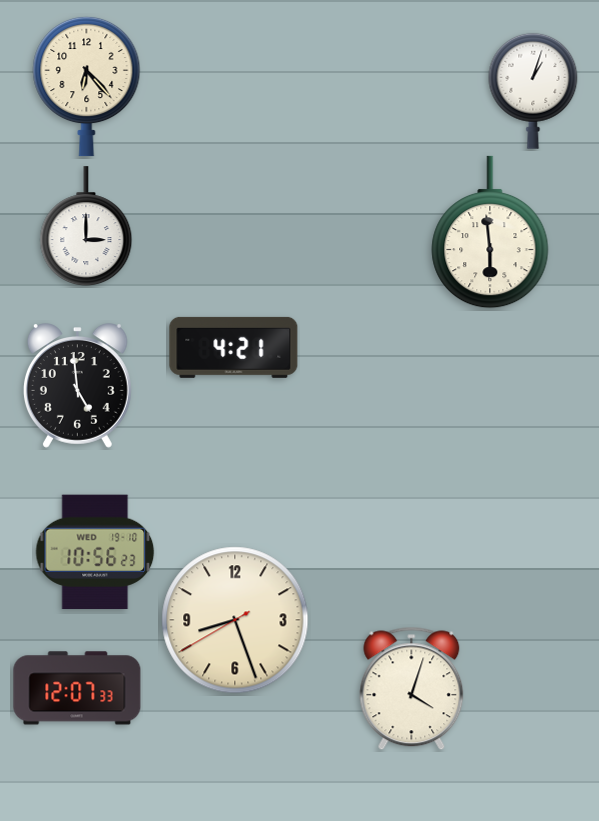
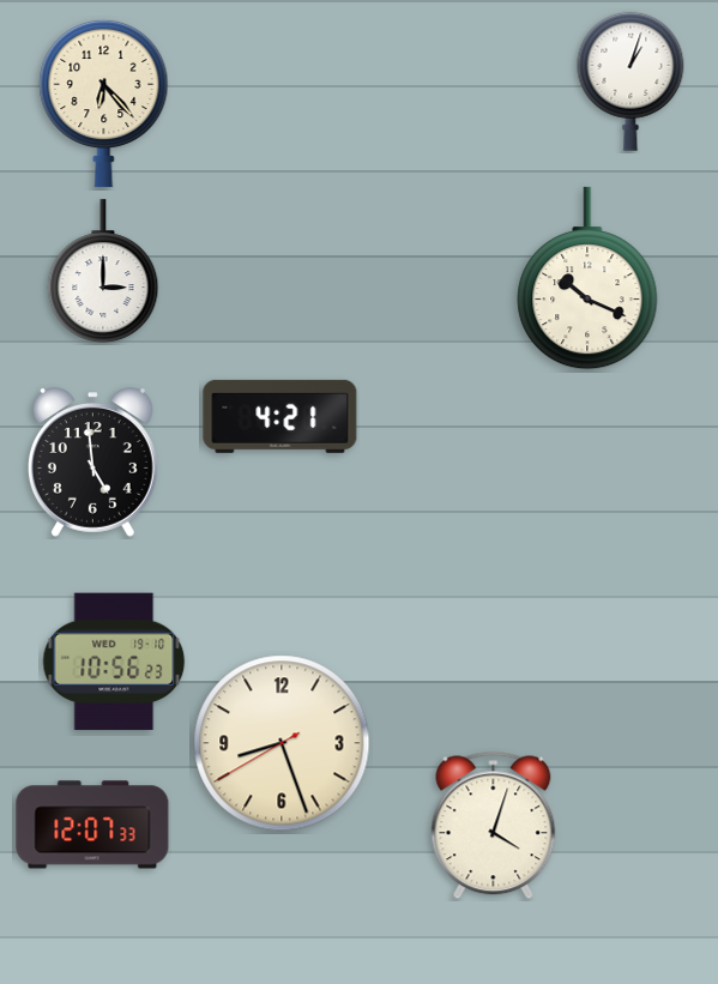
clock at (533, 91) position: (533, 91) -> (630, 82)
clock at (490, 232): 5:59 -> 10:19
